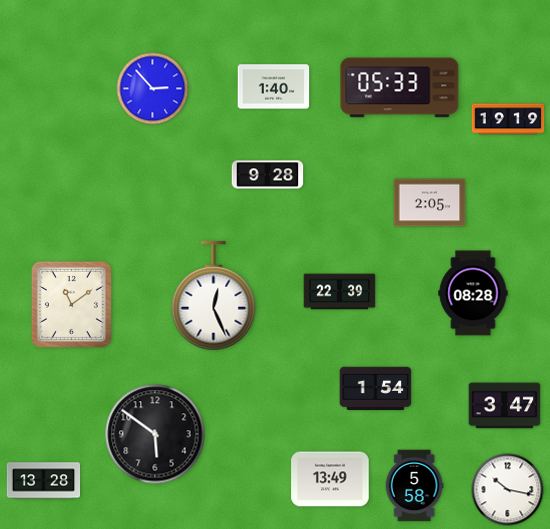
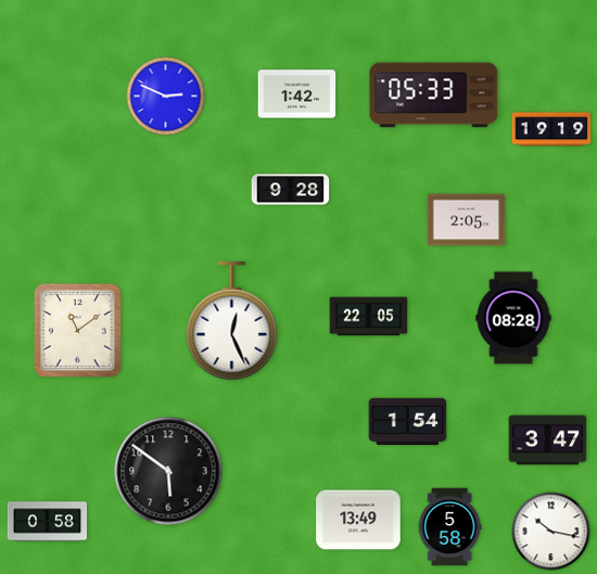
clock at (274, 87): 1:40 -> 1:42
clock at (153, 89): 2:53 -> 2:49
clock at (340, 292): 22:39 -> 22:05
clock at (44, 481): 13:28 -> 0:58
